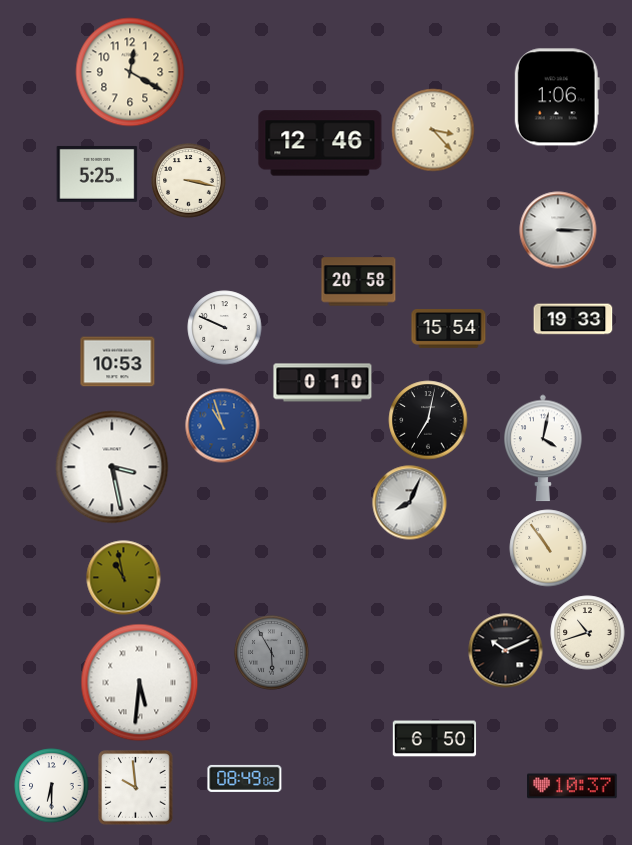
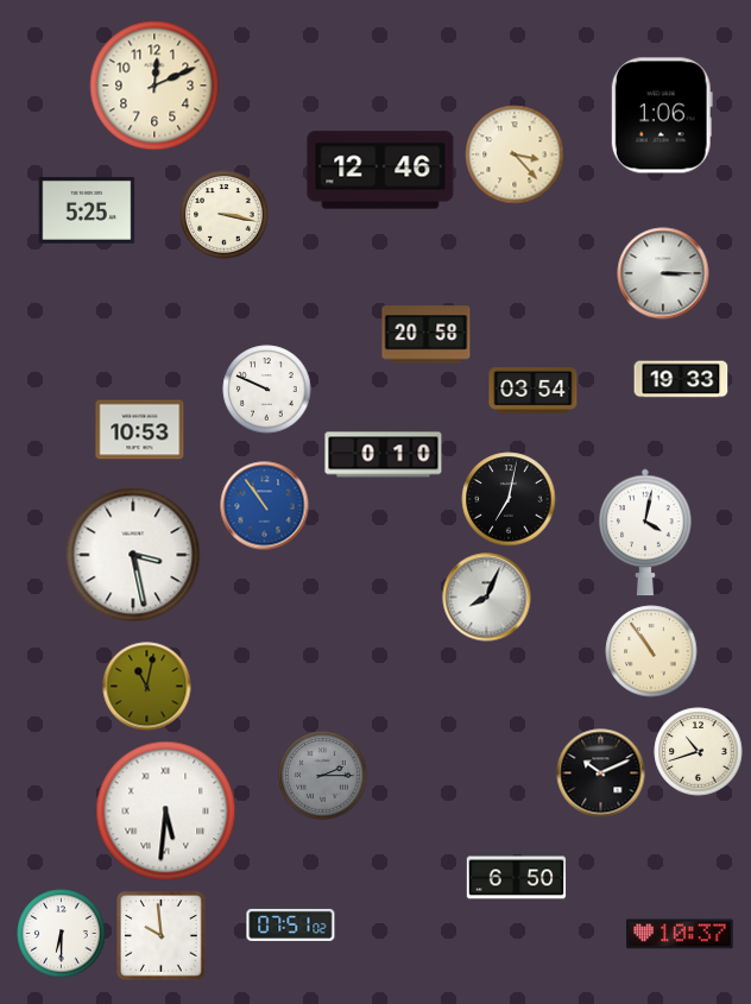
clock at (130, 72): 12:20 -> 12:11
clock at (97, 174) position: (97, 174) -> (87, 210)
clock at (449, 329): 15:54 -> 03:54
clock at (223, 426): 10:57 -> 10:54
clock at (124, 578): 10:58 -> 11:02
clock at (272, 653): 5:55 -> 2:15
clock at (245, 778): 08:49 -> 07:51
